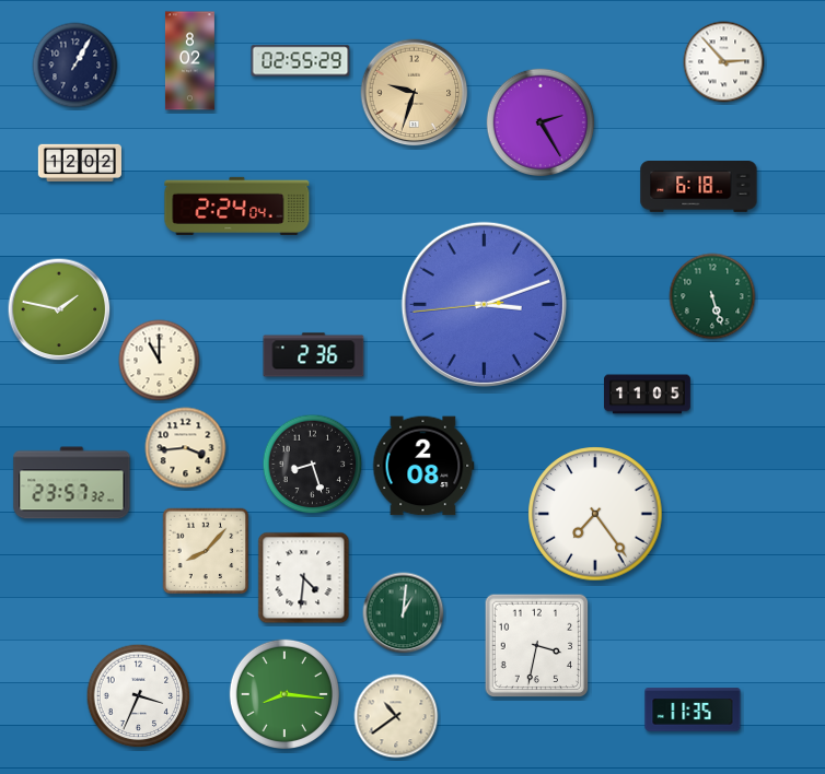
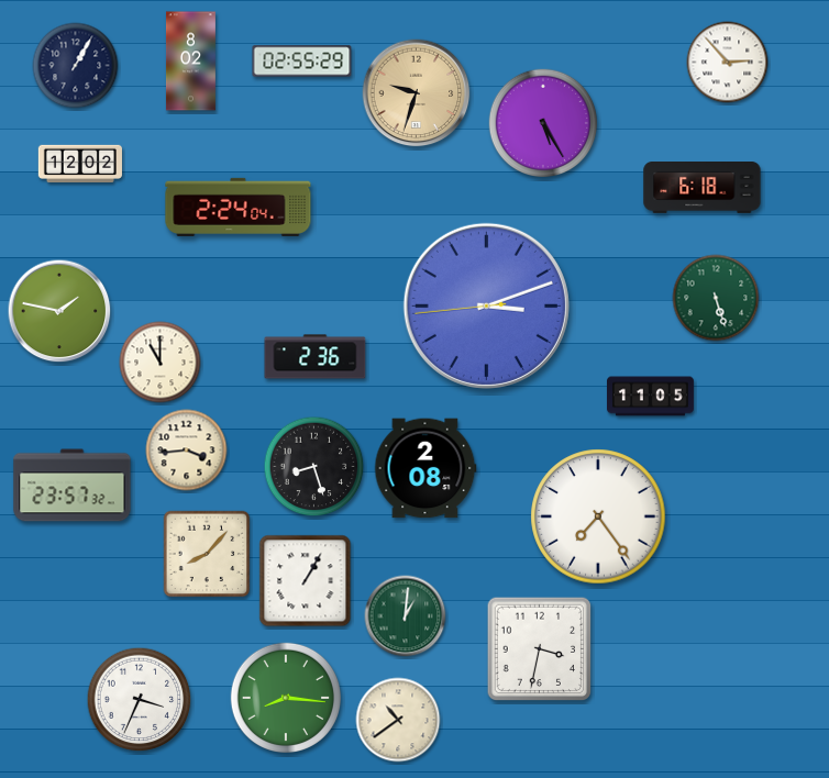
clock at (541, 122): 2:25 -> 5:25
clock at (304, 578): 4:31 -> 1:05
clock at (693, 709): 11:35 -> none
